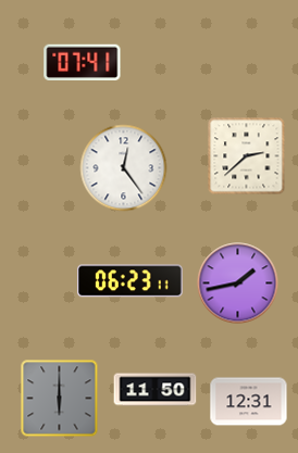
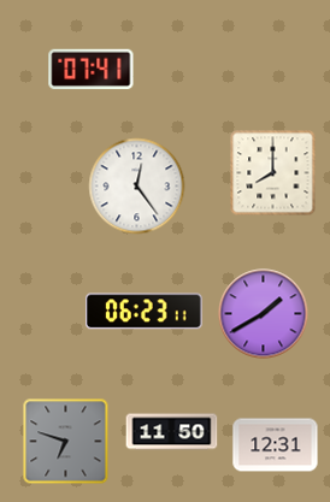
clock at (247, 156): 2:38 -> 8:00
clock at (238, 284): 1:43 -> 1:40
clock at (60, 399): 6:00 -> 6:48
